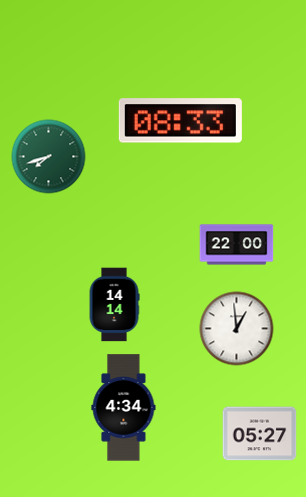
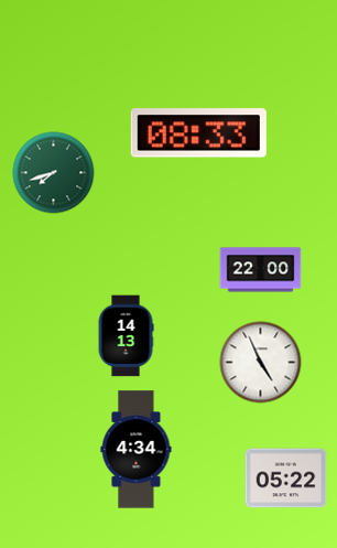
clock at (114, 305): 14:14 -> 14:13
clock at (237, 329): 12:59 -> 4:56
clock at (260, 434): 05:27 -> 05:22
